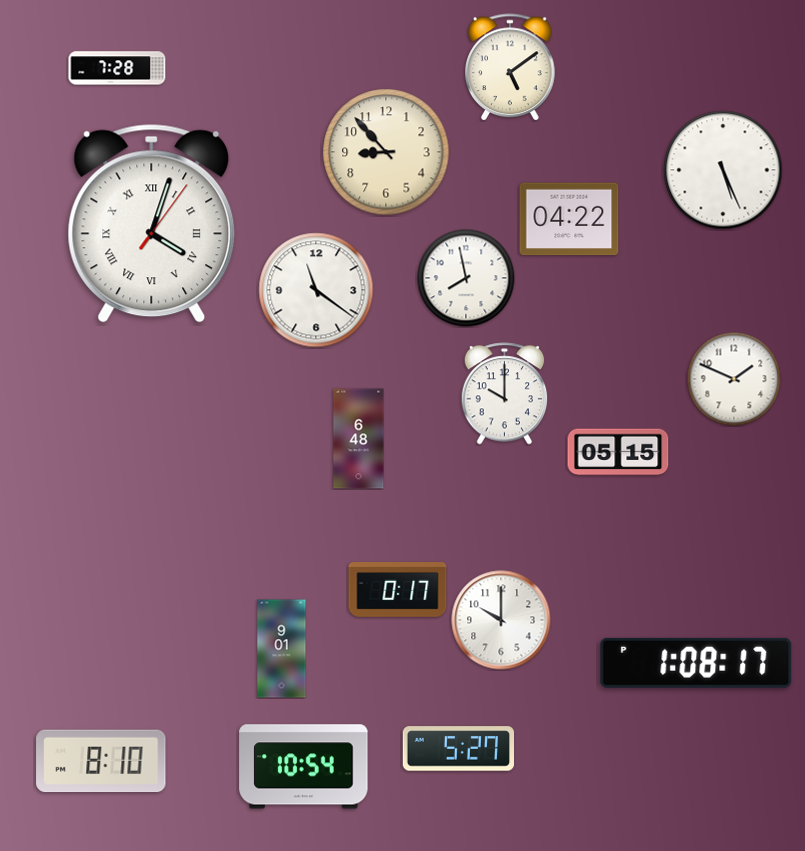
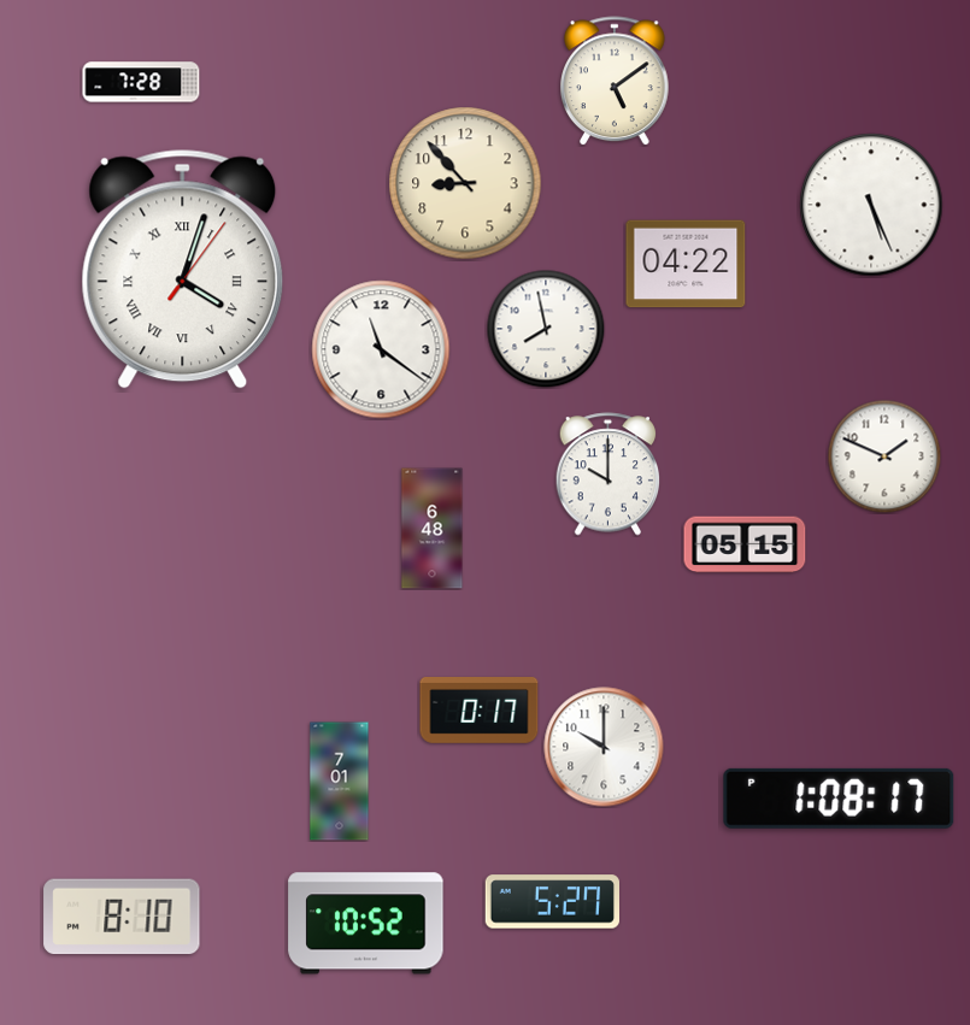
clock at (466, 278) position: (466, 278) -> (546, 329)
clock at (282, 649): 9:01 -> 7:01
clock at (304, 767): 10:54 -> 10:52
